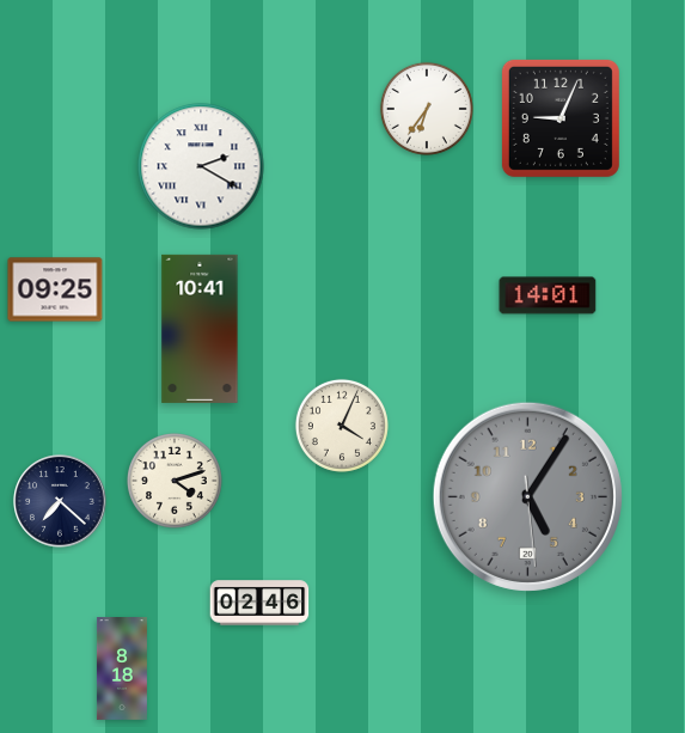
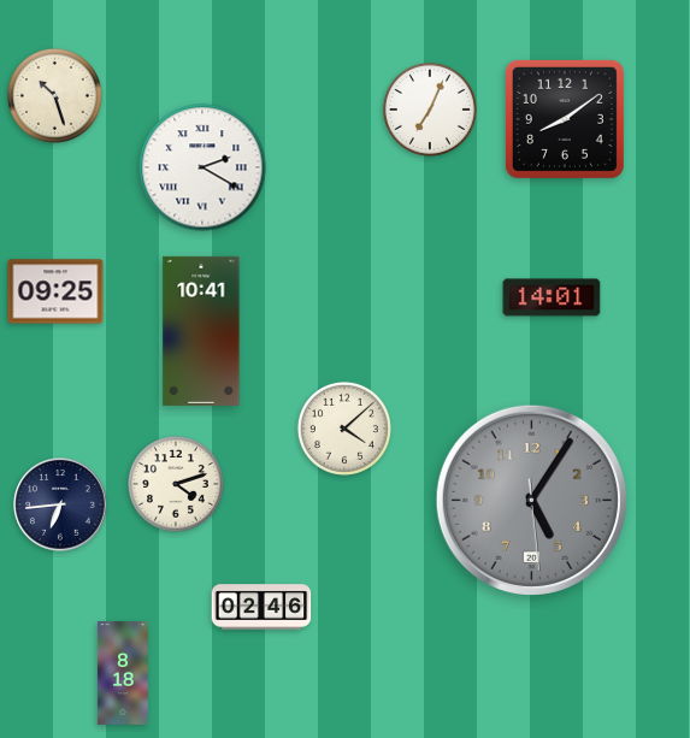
clock at (54, 95): none -> 10:27
clock at (427, 109): 6:36 -> 7:04
clock at (561, 118): 9:04 -> 8:09
clock at (342, 426): 4:04 -> 4:08
clock at (60, 501): 7:22 -> 6:44
